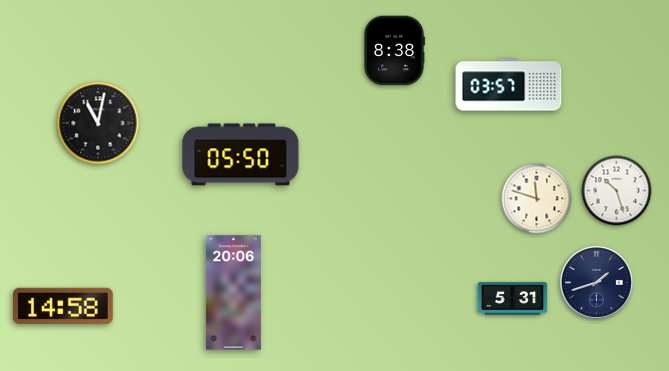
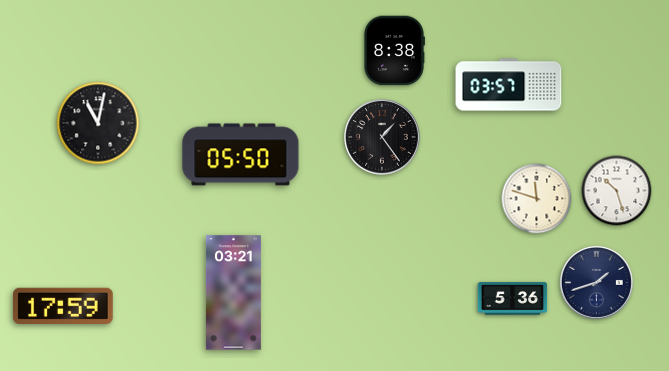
clock at (383, 138): none -> 1:24
clock at (233, 293): 20:06 -> 03:21
clock at (513, 299): 5:31 -> 5:36
clock at (64, 306): 14:58 -> 17:59
